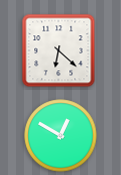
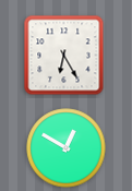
clock at (59, 51): 6:22 -> 6:25
